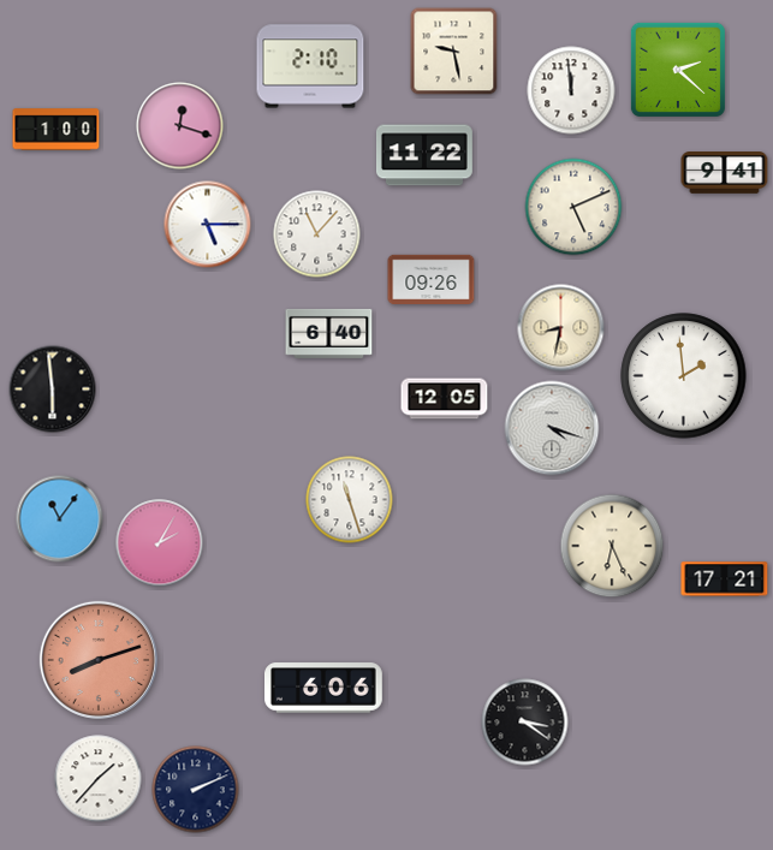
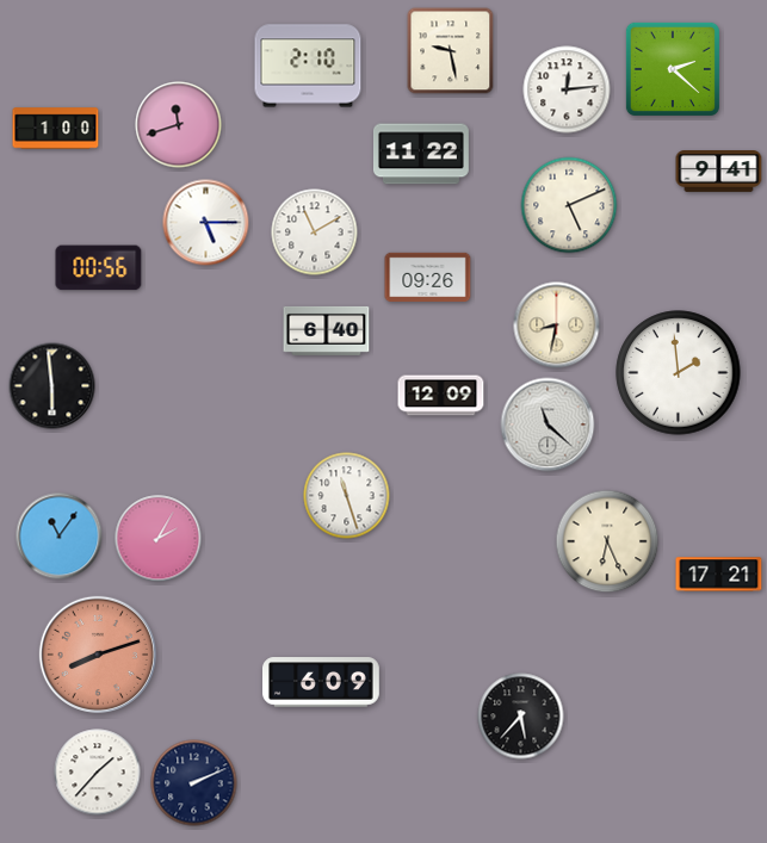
clock at (571, 90): 11:59 -> 12:14
clock at (180, 126): 12:18 -> 11:42
clock at (317, 234): 11:07 -> 11:10
clock at (99, 268): none -> 00:56
clock at (445, 399): 12:05 -> 12:09
clock at (552, 428): 4:18 -> 11:22
clock at (60, 519) position: (60, 519) -> (60, 537)
clock at (325, 688): 6:06 -> 6:09
clock at (525, 723): 3:21 -> 5:37
